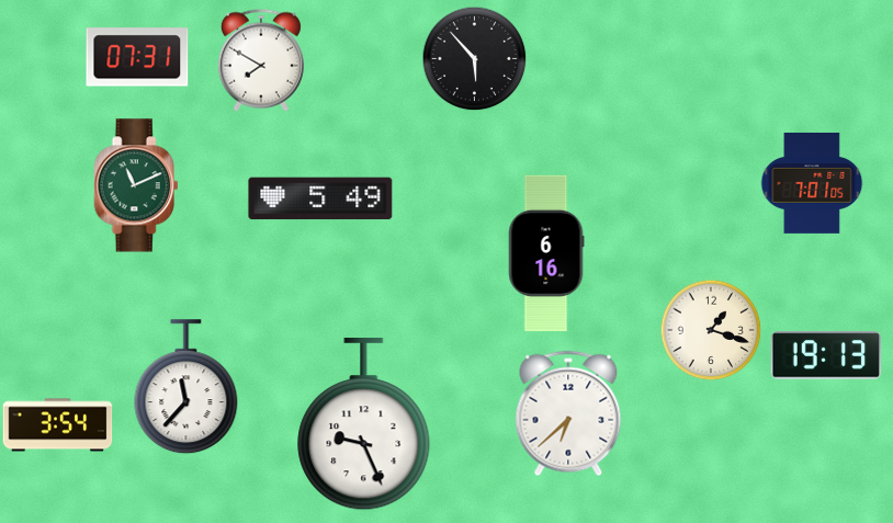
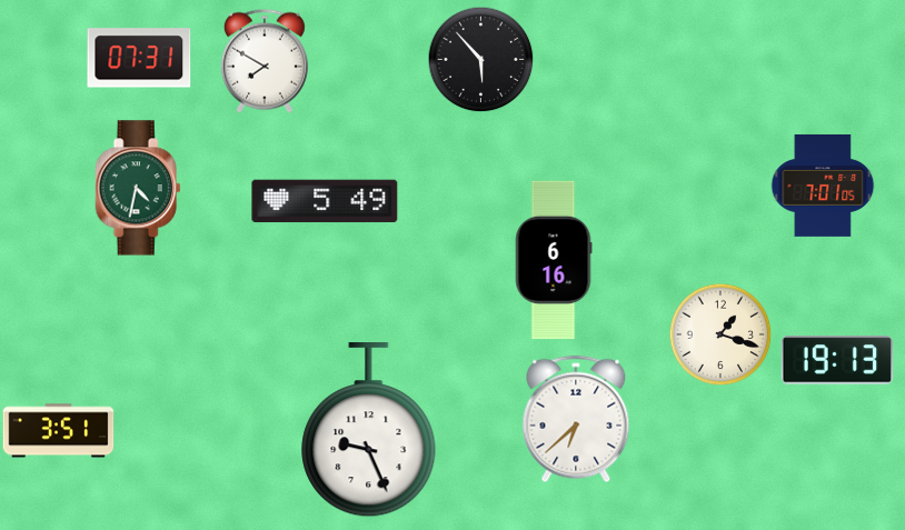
clock at (136, 185): 11:11 -> 4:32
clock at (546, 253) position: (546, 253) -> (554, 260)
clock at (186, 387): 11:37 -> none
clock at (58, 425): 3:54 -> 3:51
